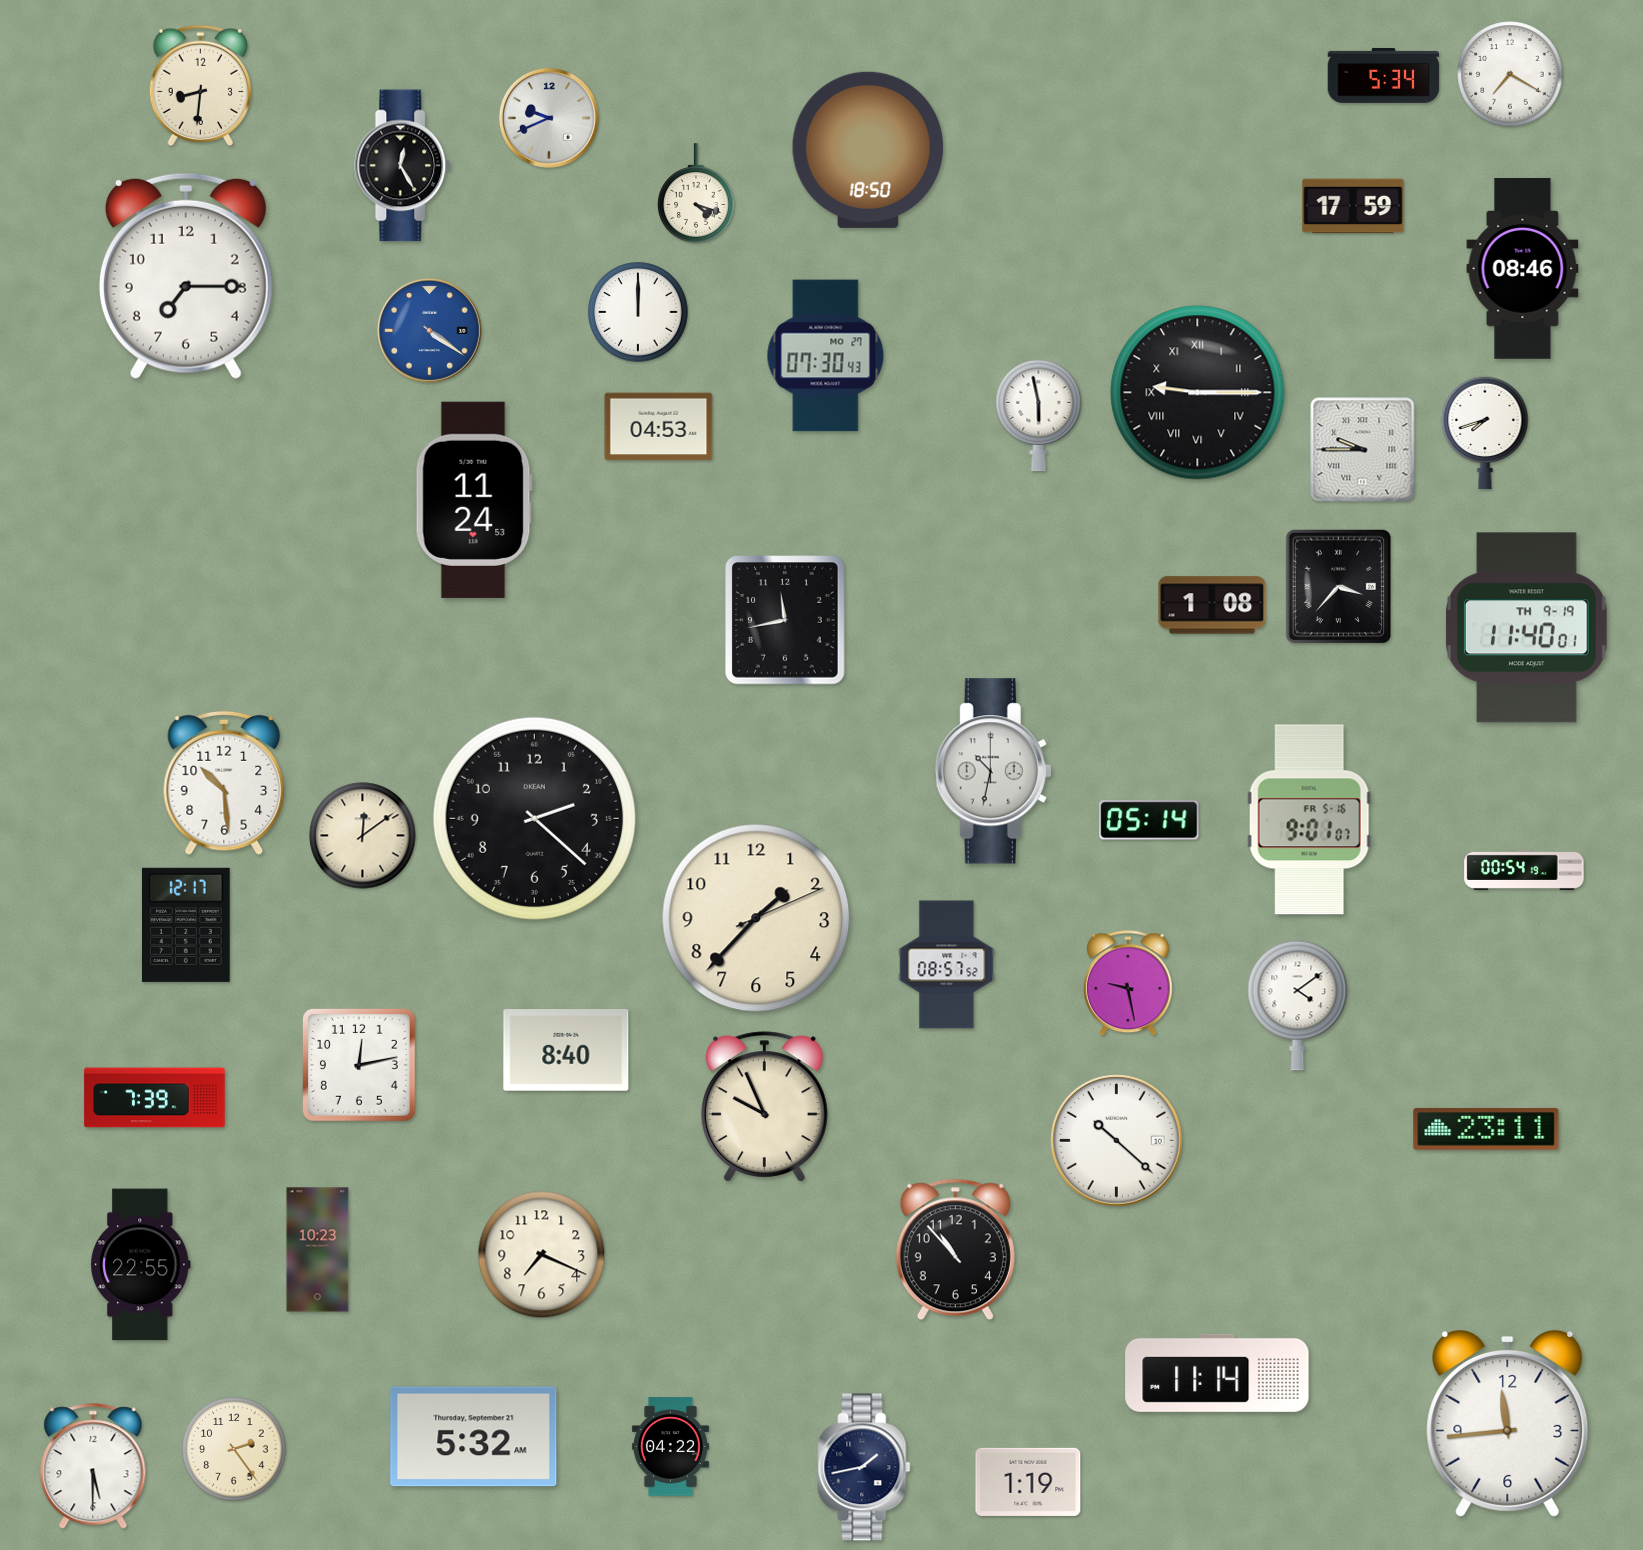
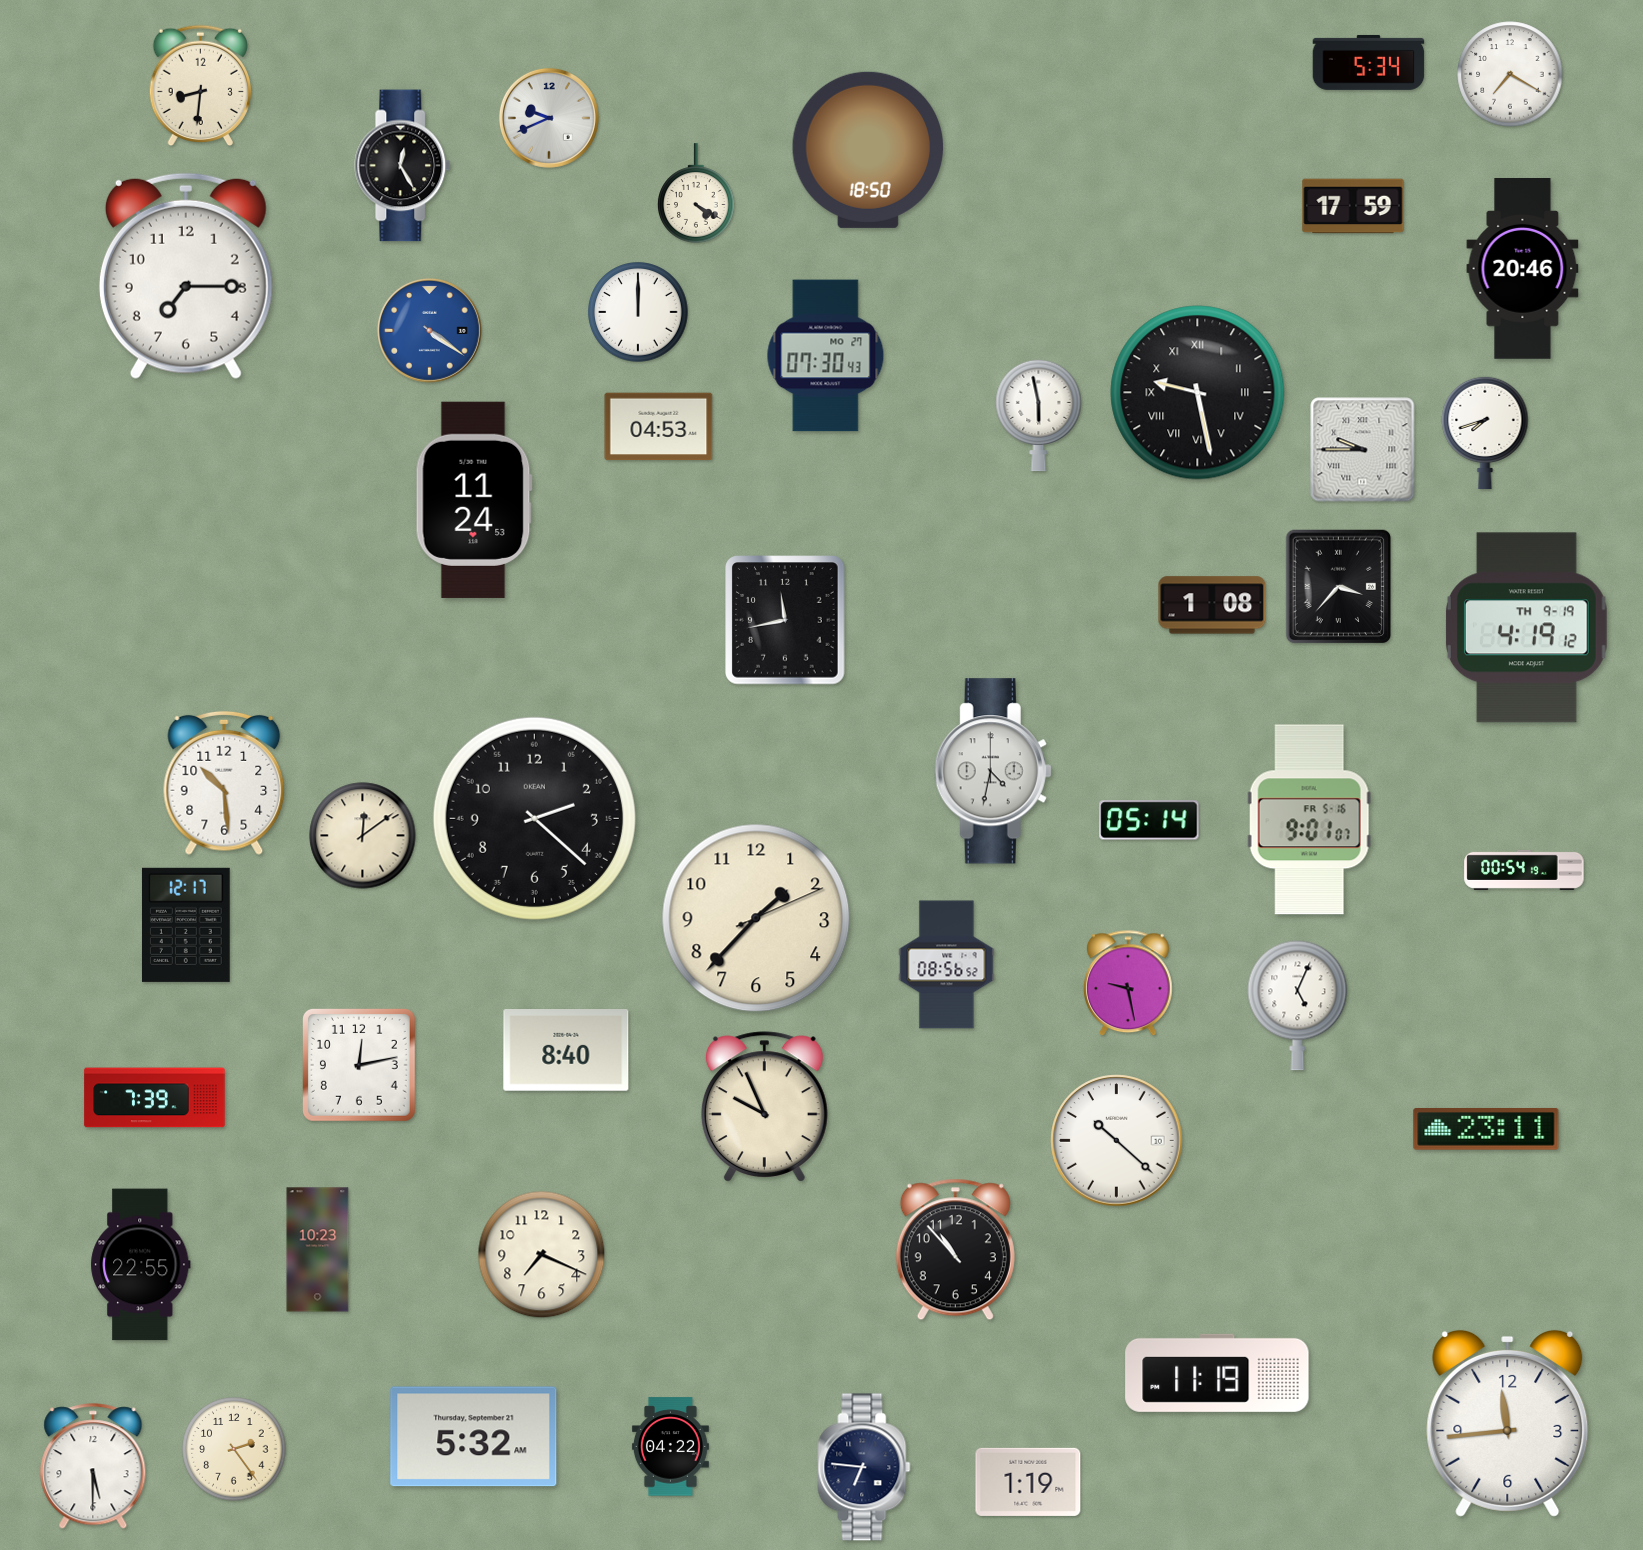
clock at (1384, 75) position: (1384, 75) -> (1369, 62)
clock at (697, 193): 4:18 -> 4:20
clock at (1523, 269): 08:46 -> 20:46
clock at (1198, 393): 9:15 -> 9:28
clock at (1526, 628): 11:40 -> 4:19
clock at (993, 771): 10:32 -> 4:32
clock at (947, 965): 08:57 -> 08:56
clock at (1298, 1006): 4:09 -> 5:04
clock at (1217, 1373): 11:14 -> 11:19
clock at (864, 1467): 1:43 -> 6:46
